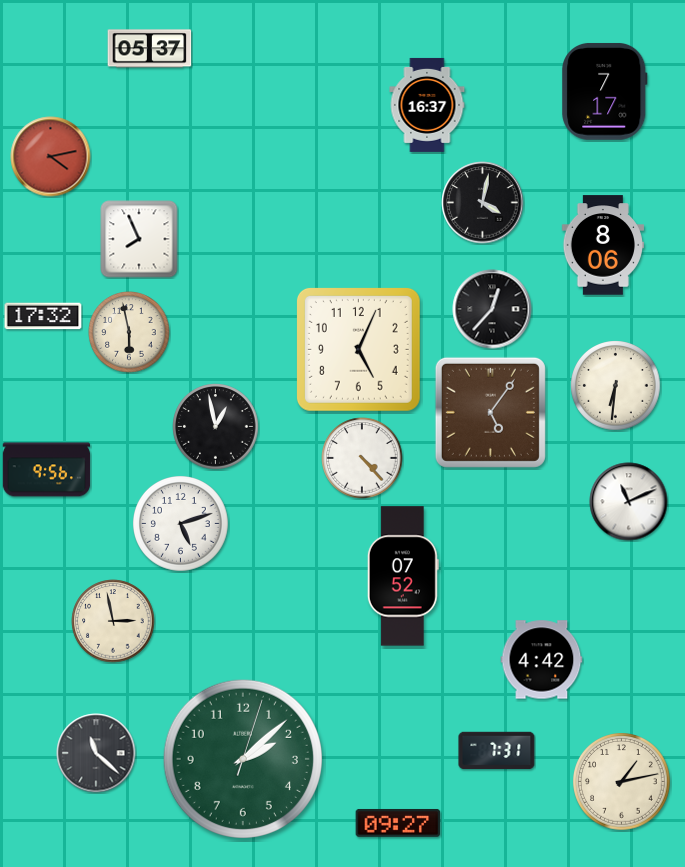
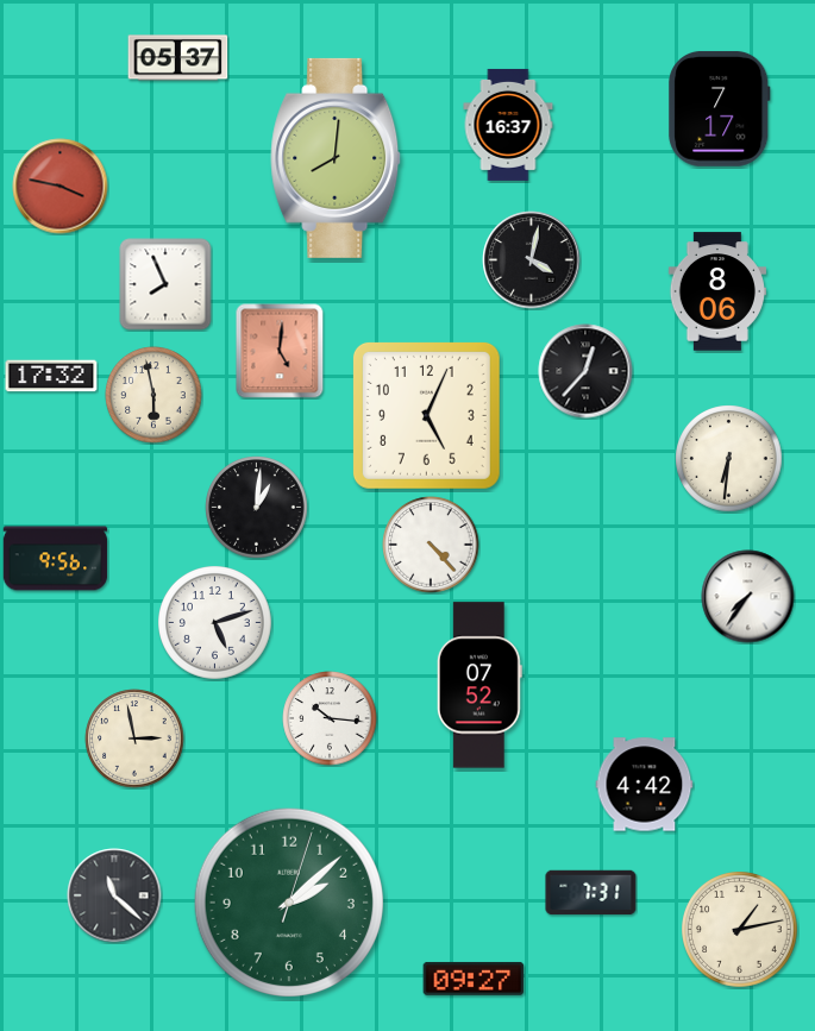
clock at (337, 158): none -> 8:01
clock at (51, 157): 4:13 -> 3:47
clock at (483, 203) position: (483, 203) -> (532, 260)
clock at (280, 351): none -> 5:01
clock at (492, 309) position: (492, 309) -> (585, 371)
clock at (616, 386) position: (616, 386) -> (729, 459)
clock at (490, 412): 5:06 -> none
clock at (216, 427): 12:58 -> 1:01
clock at (629, 502): 11:11 -> 7:36
clock at (330, 718): none -> 10:16
